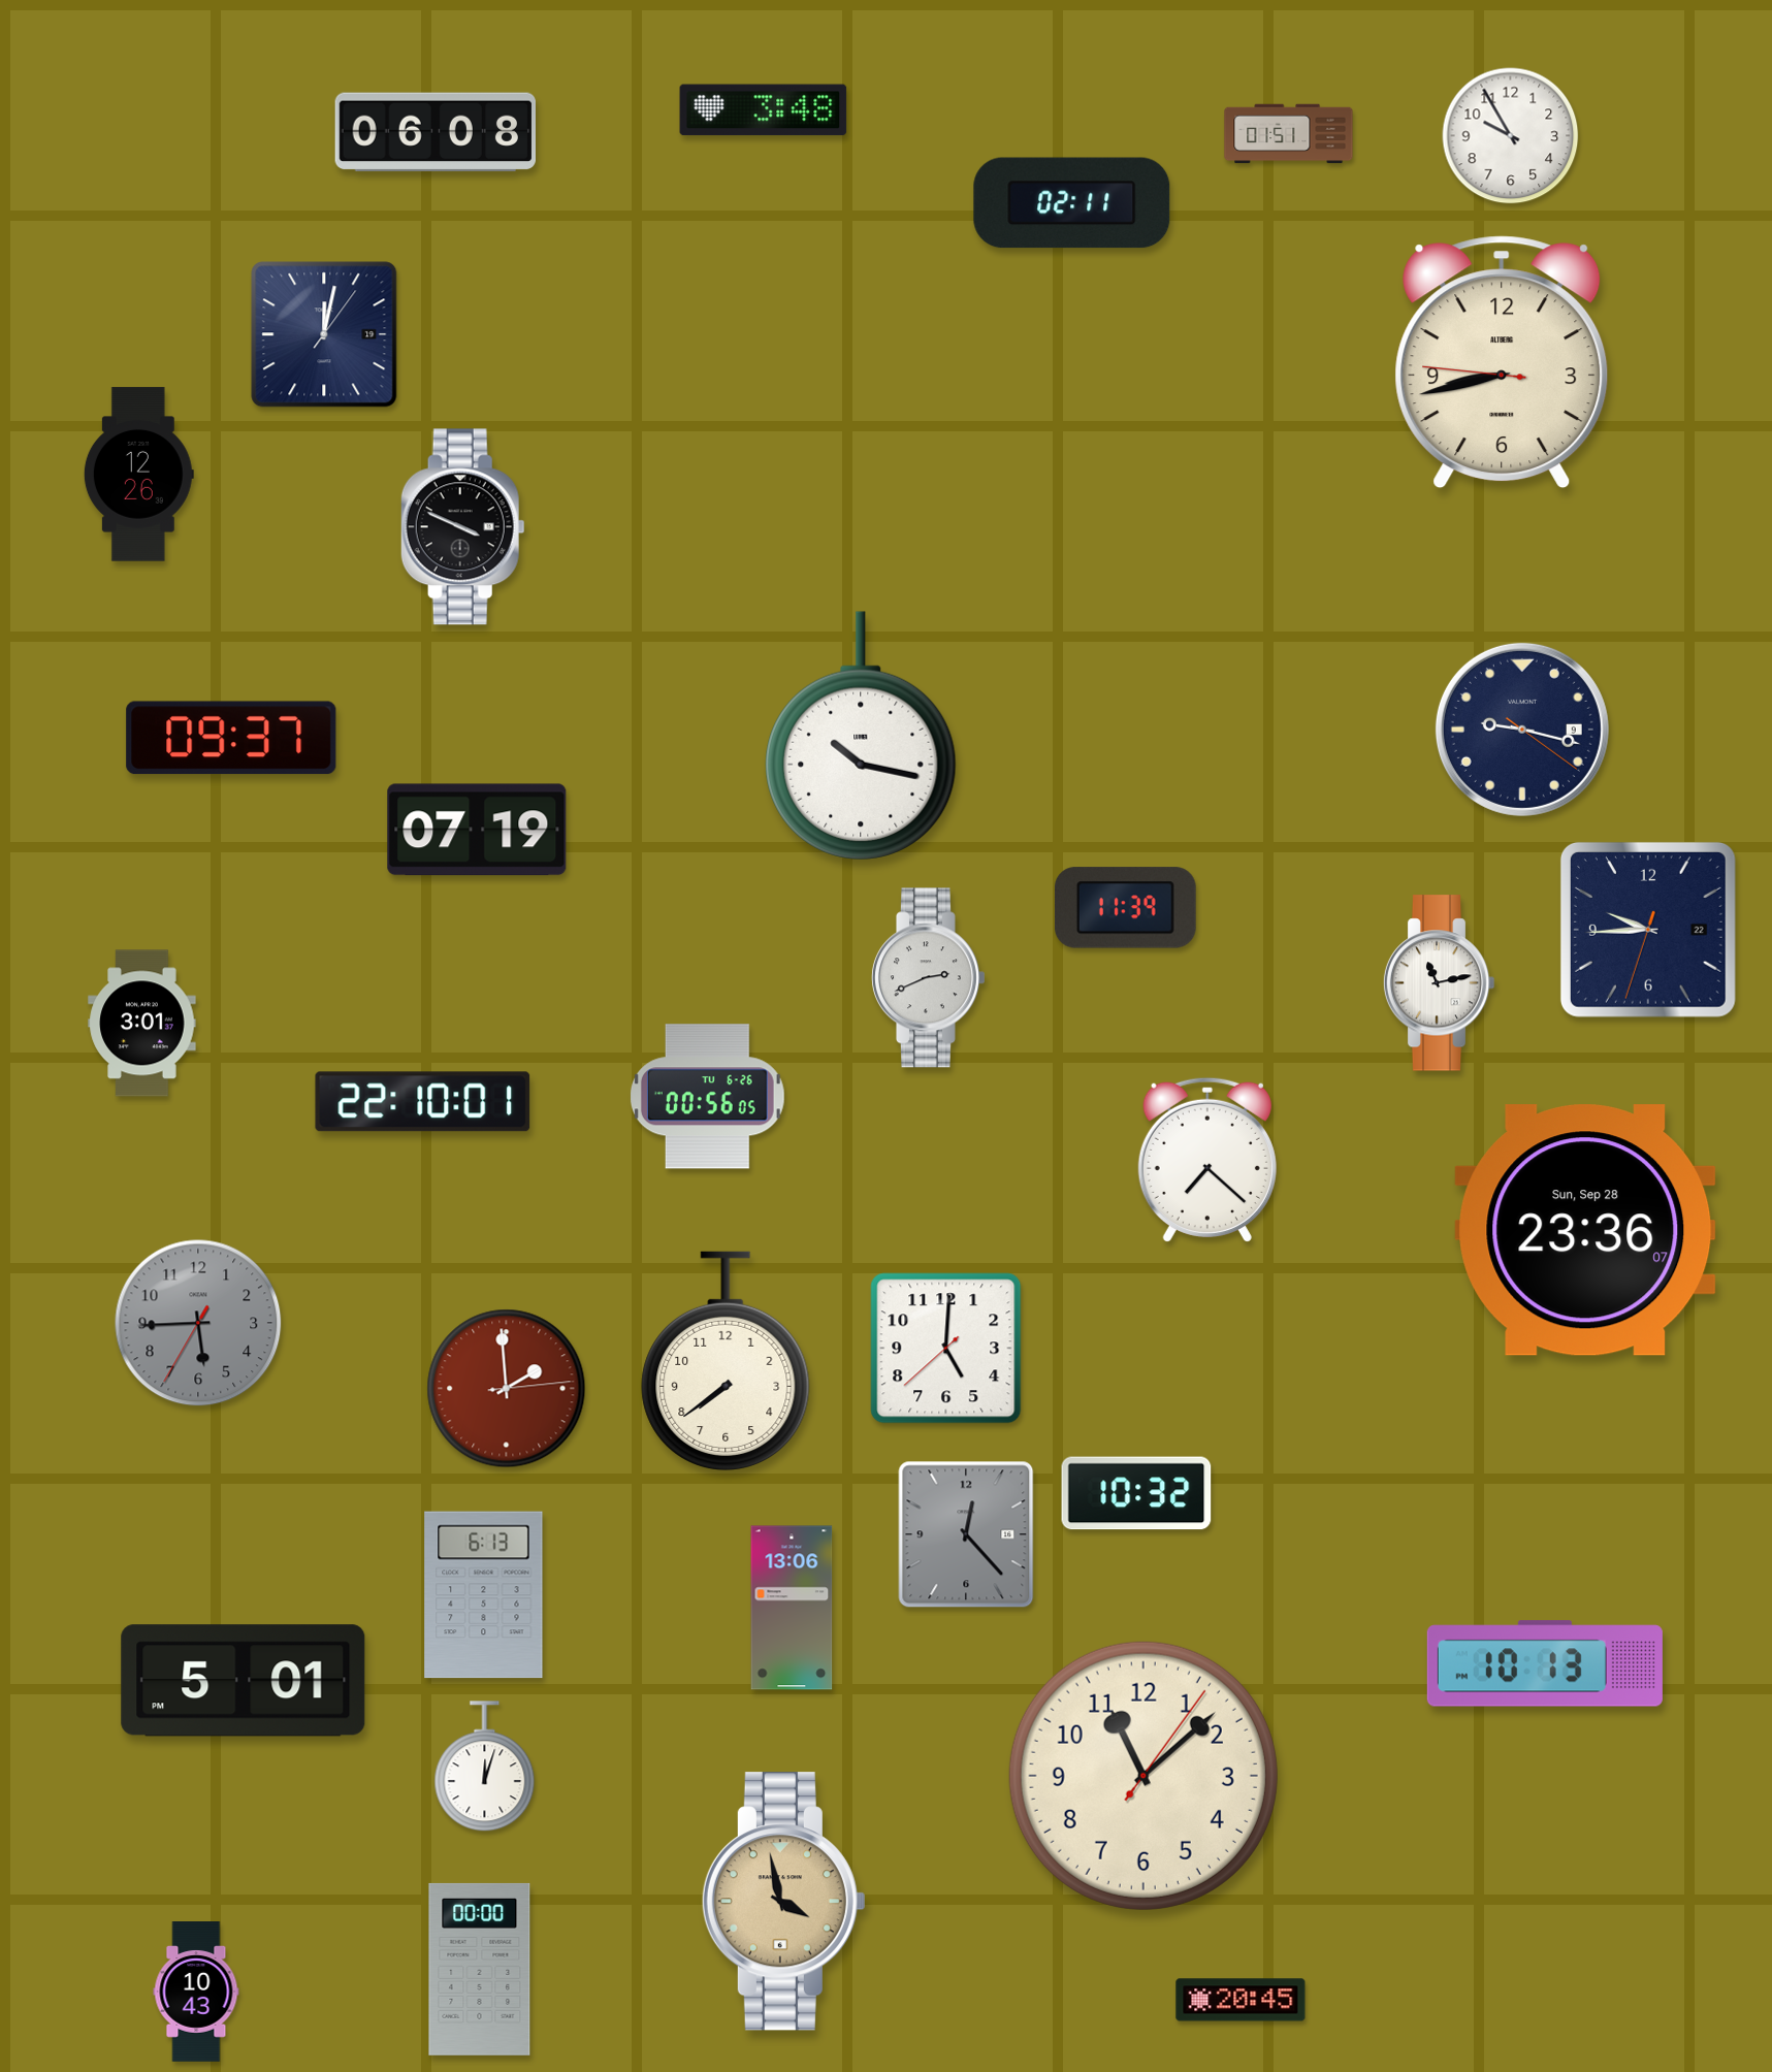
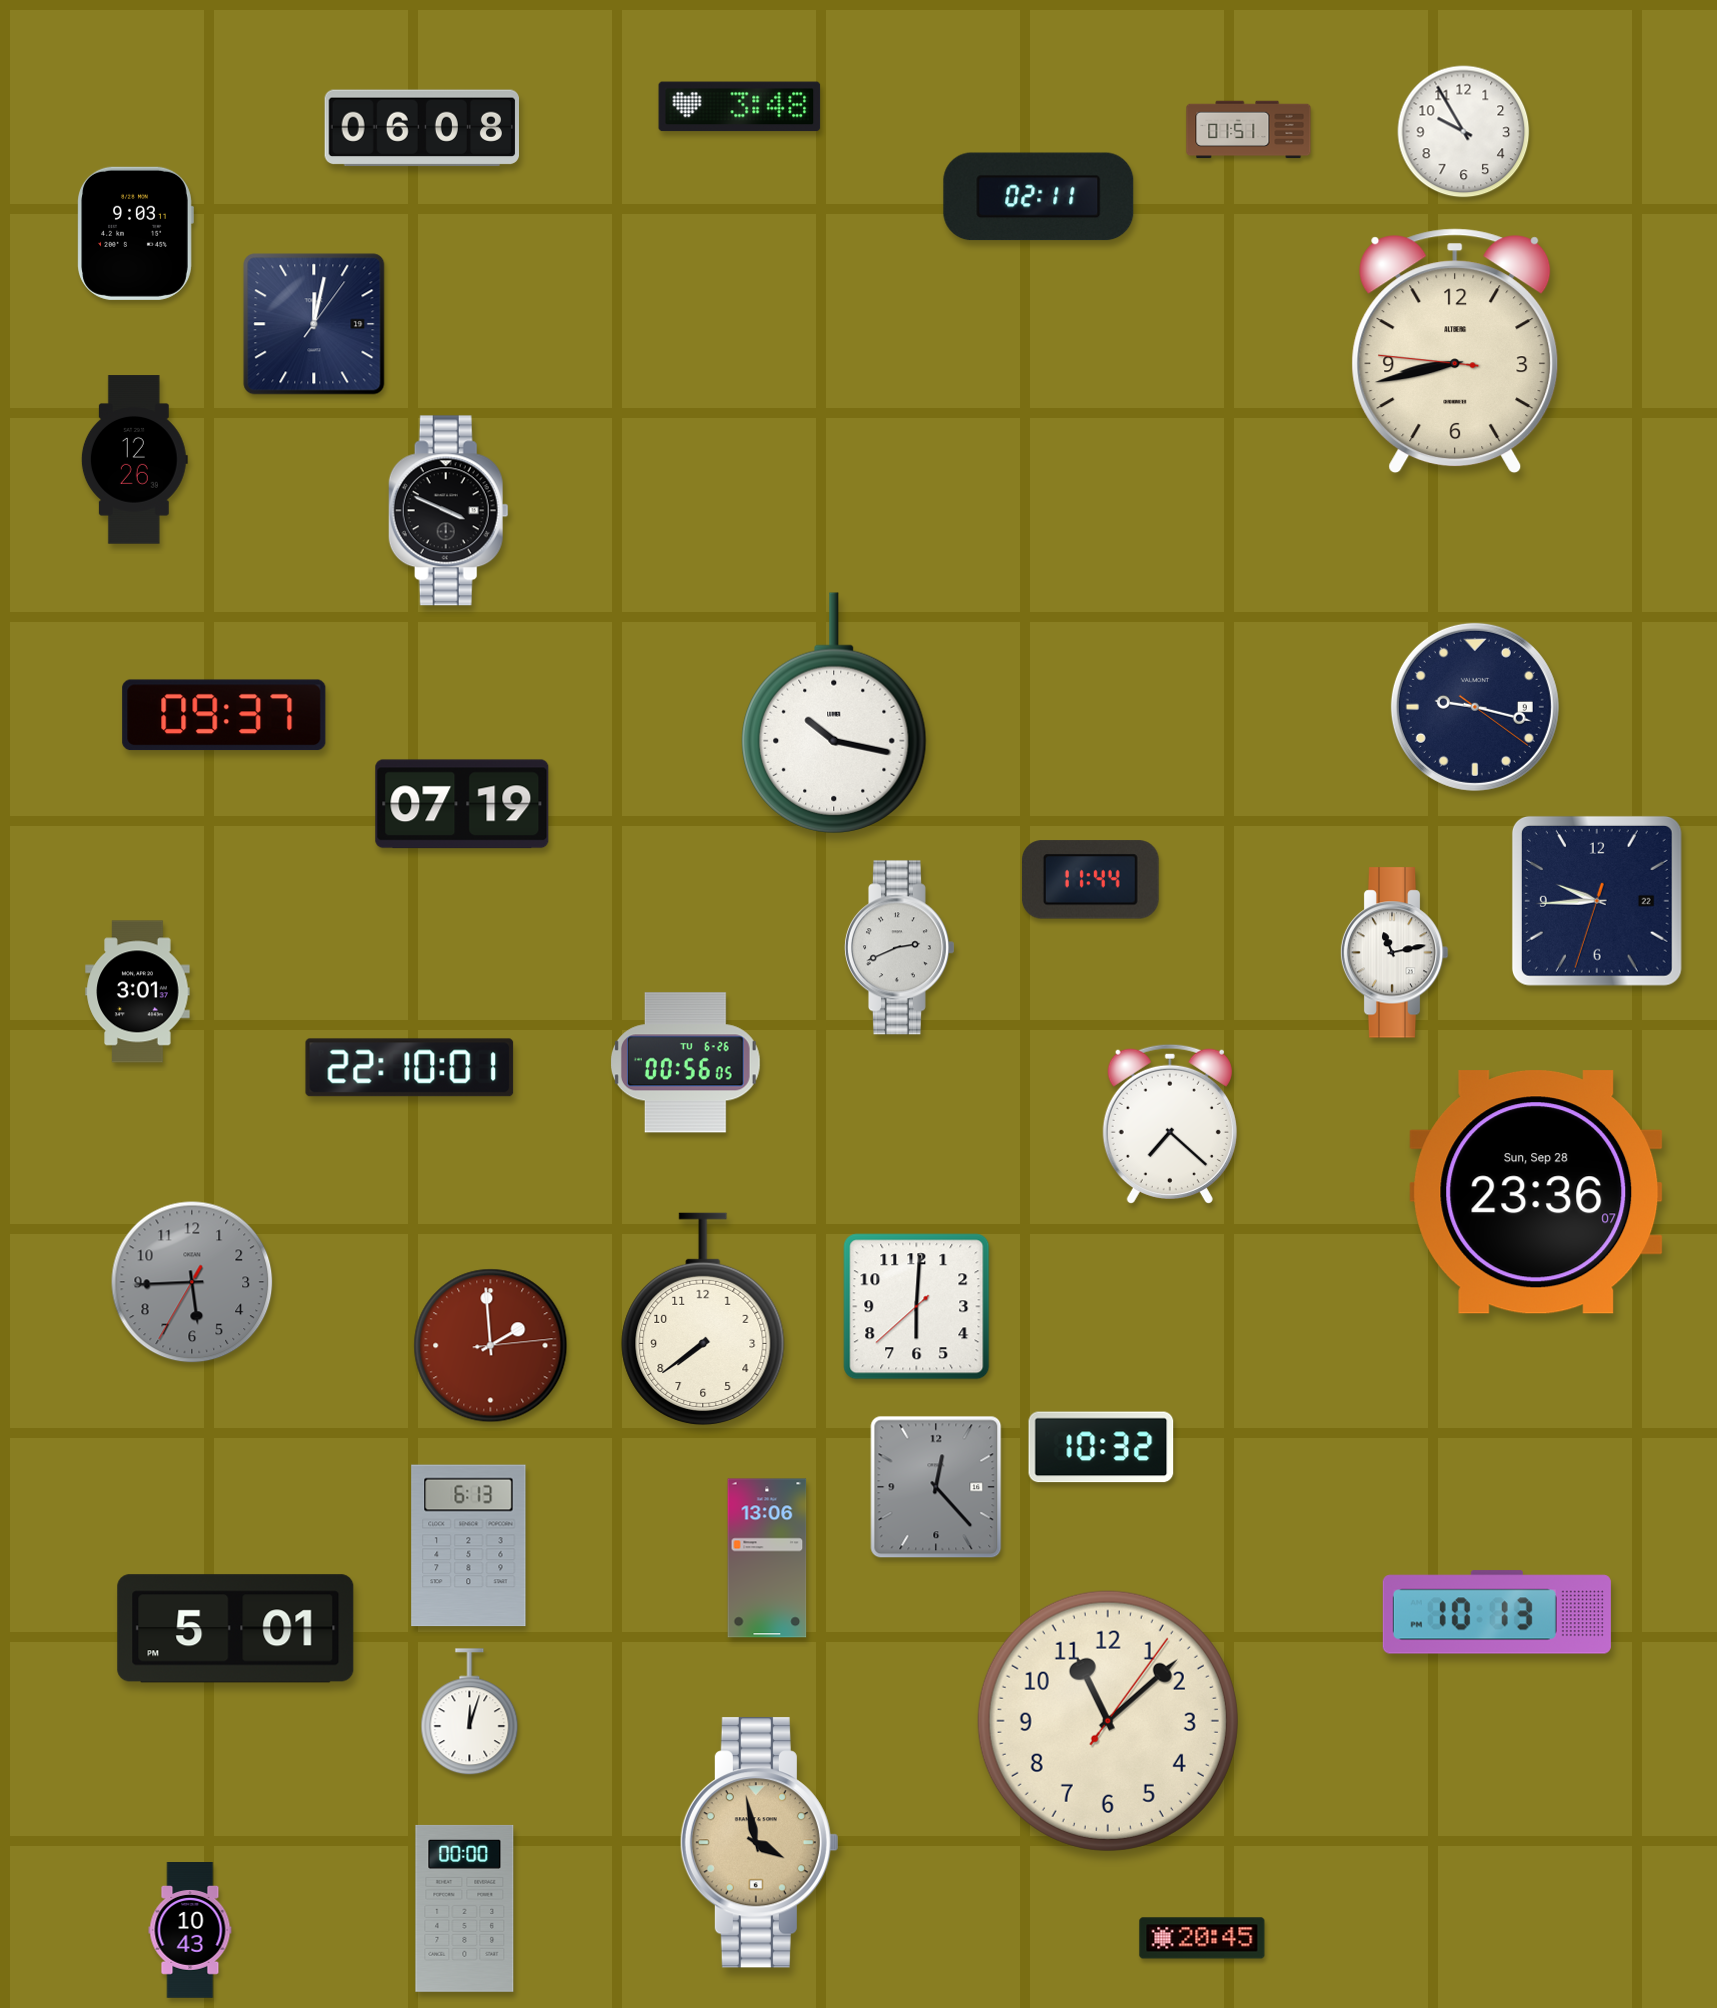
clock at (135, 233): none -> 9:03
clock at (1125, 908): 11:39 -> 11:44
clock at (946, 1349): 5:00 -> 6:00
